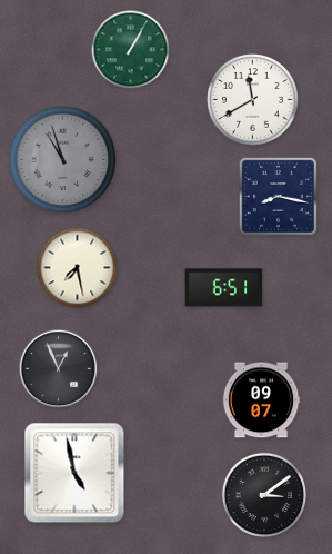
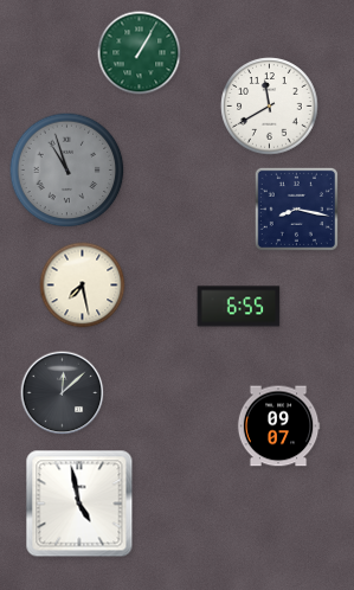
clock at (224, 288): 6:51 -> 6:55
clock at (59, 369): 12:56 -> 12:08
clock at (264, 495): 3:09 -> none
